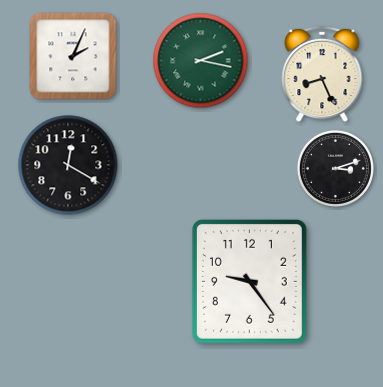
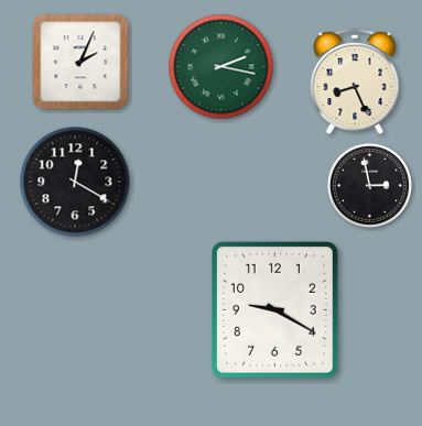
clock at (335, 168): 3:12 -> 2:58
clock at (249, 281): 9:24 -> 9:20
